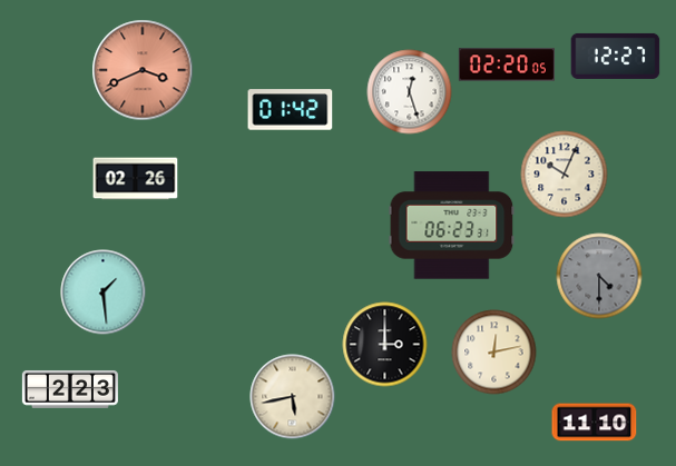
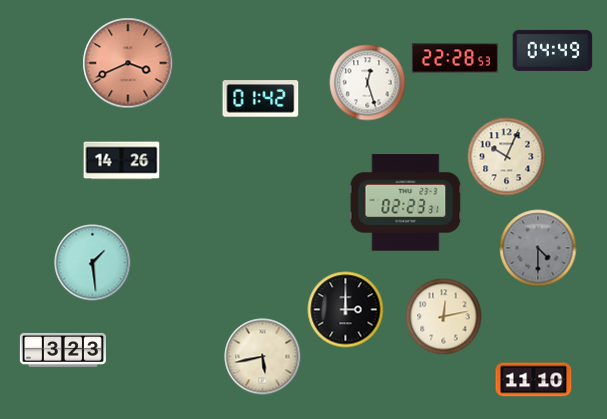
clock at (616, 56): 12:27 -> 04:49
clock at (507, 65): 02:20 -> 22:28
clock at (136, 179): 02:26 -> 14:26
clock at (452, 226): 06:23 -> 02:23
clock at (70, 389): 2:23 -> 3:23
